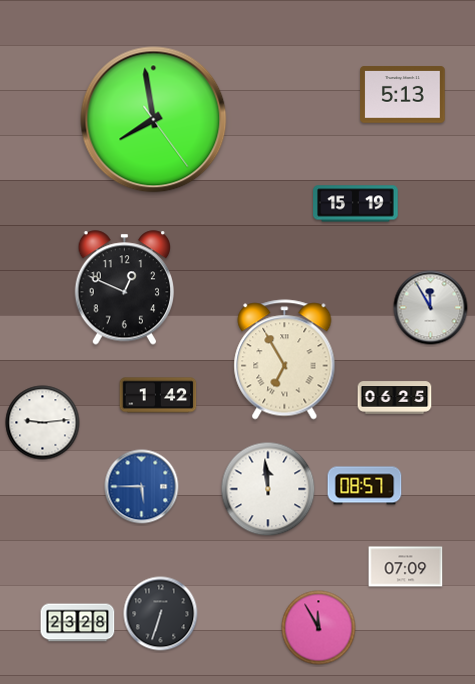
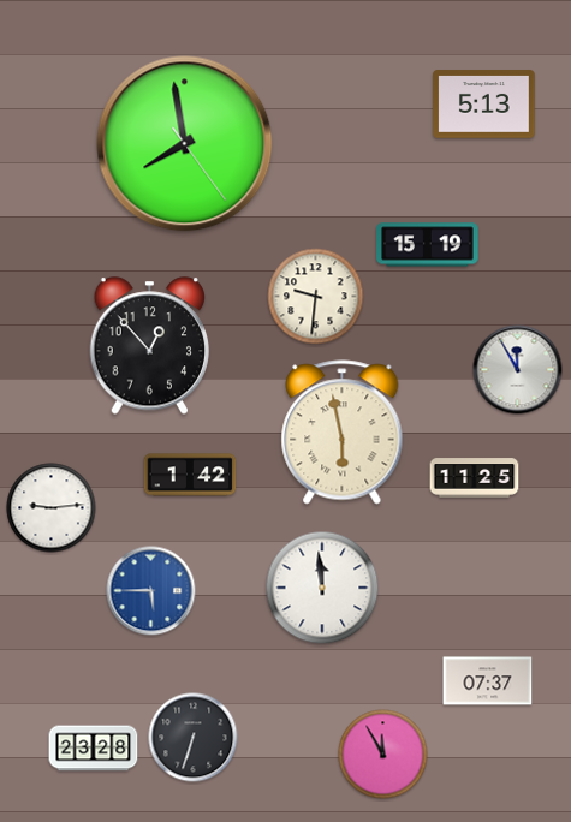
clock at (403, 95) position: (403, 95) -> (484, 105)
clock at (316, 297): none -> 9:31
clock at (125, 288): 12:49 -> 12:53
clock at (285, 360): 6:55 -> 5:58
clock at (395, 398): 06:25 -> 11:25
clock at (365, 486): 08:57 -> none
clock at (142, 487) position: (142, 487) -> (151, 591)
clock at (406, 567): 07:09 -> 07:37
